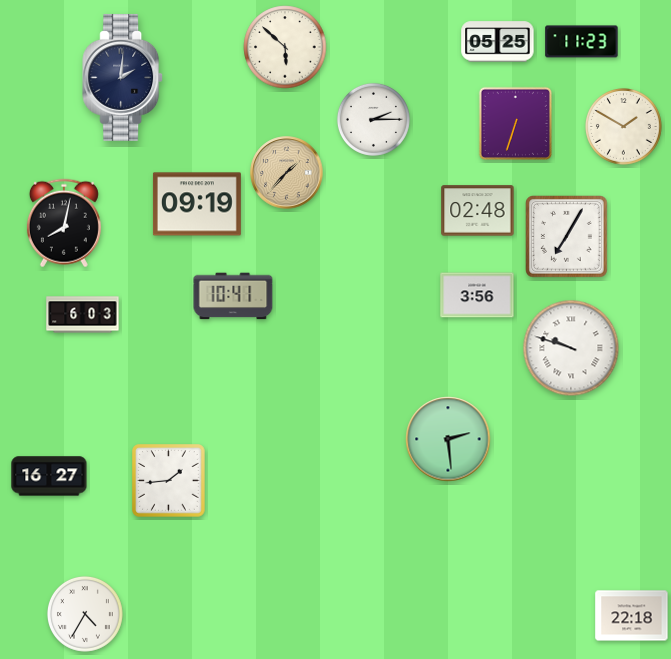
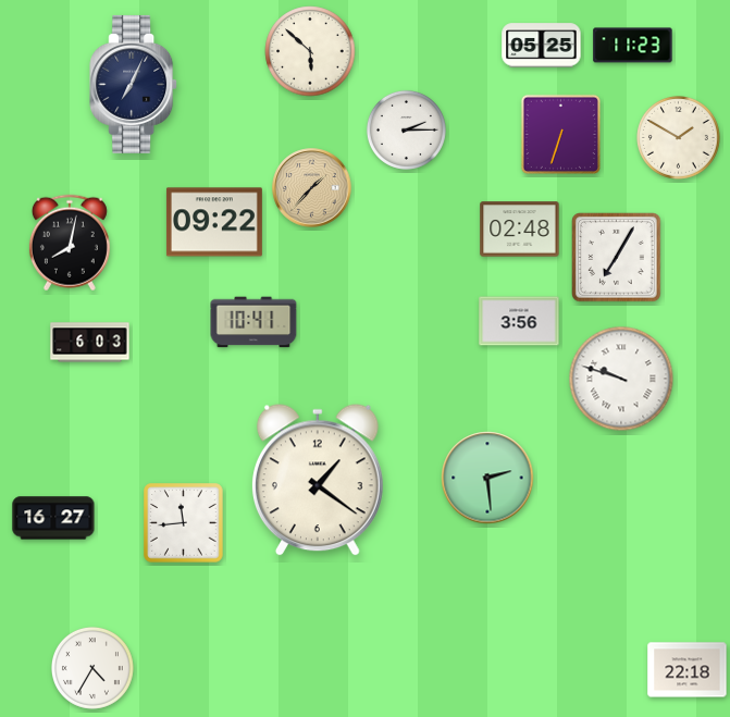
clock at (123, 77): 2:01 -> 7:04
clock at (197, 204): 09:19 -> 09:22
clock at (318, 481): none -> 1:21
clock at (169, 481): 1:44 -> 11:44
